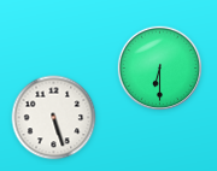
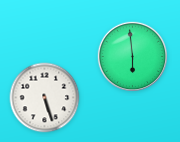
clock at (159, 67): 6:30 -> 5:59
